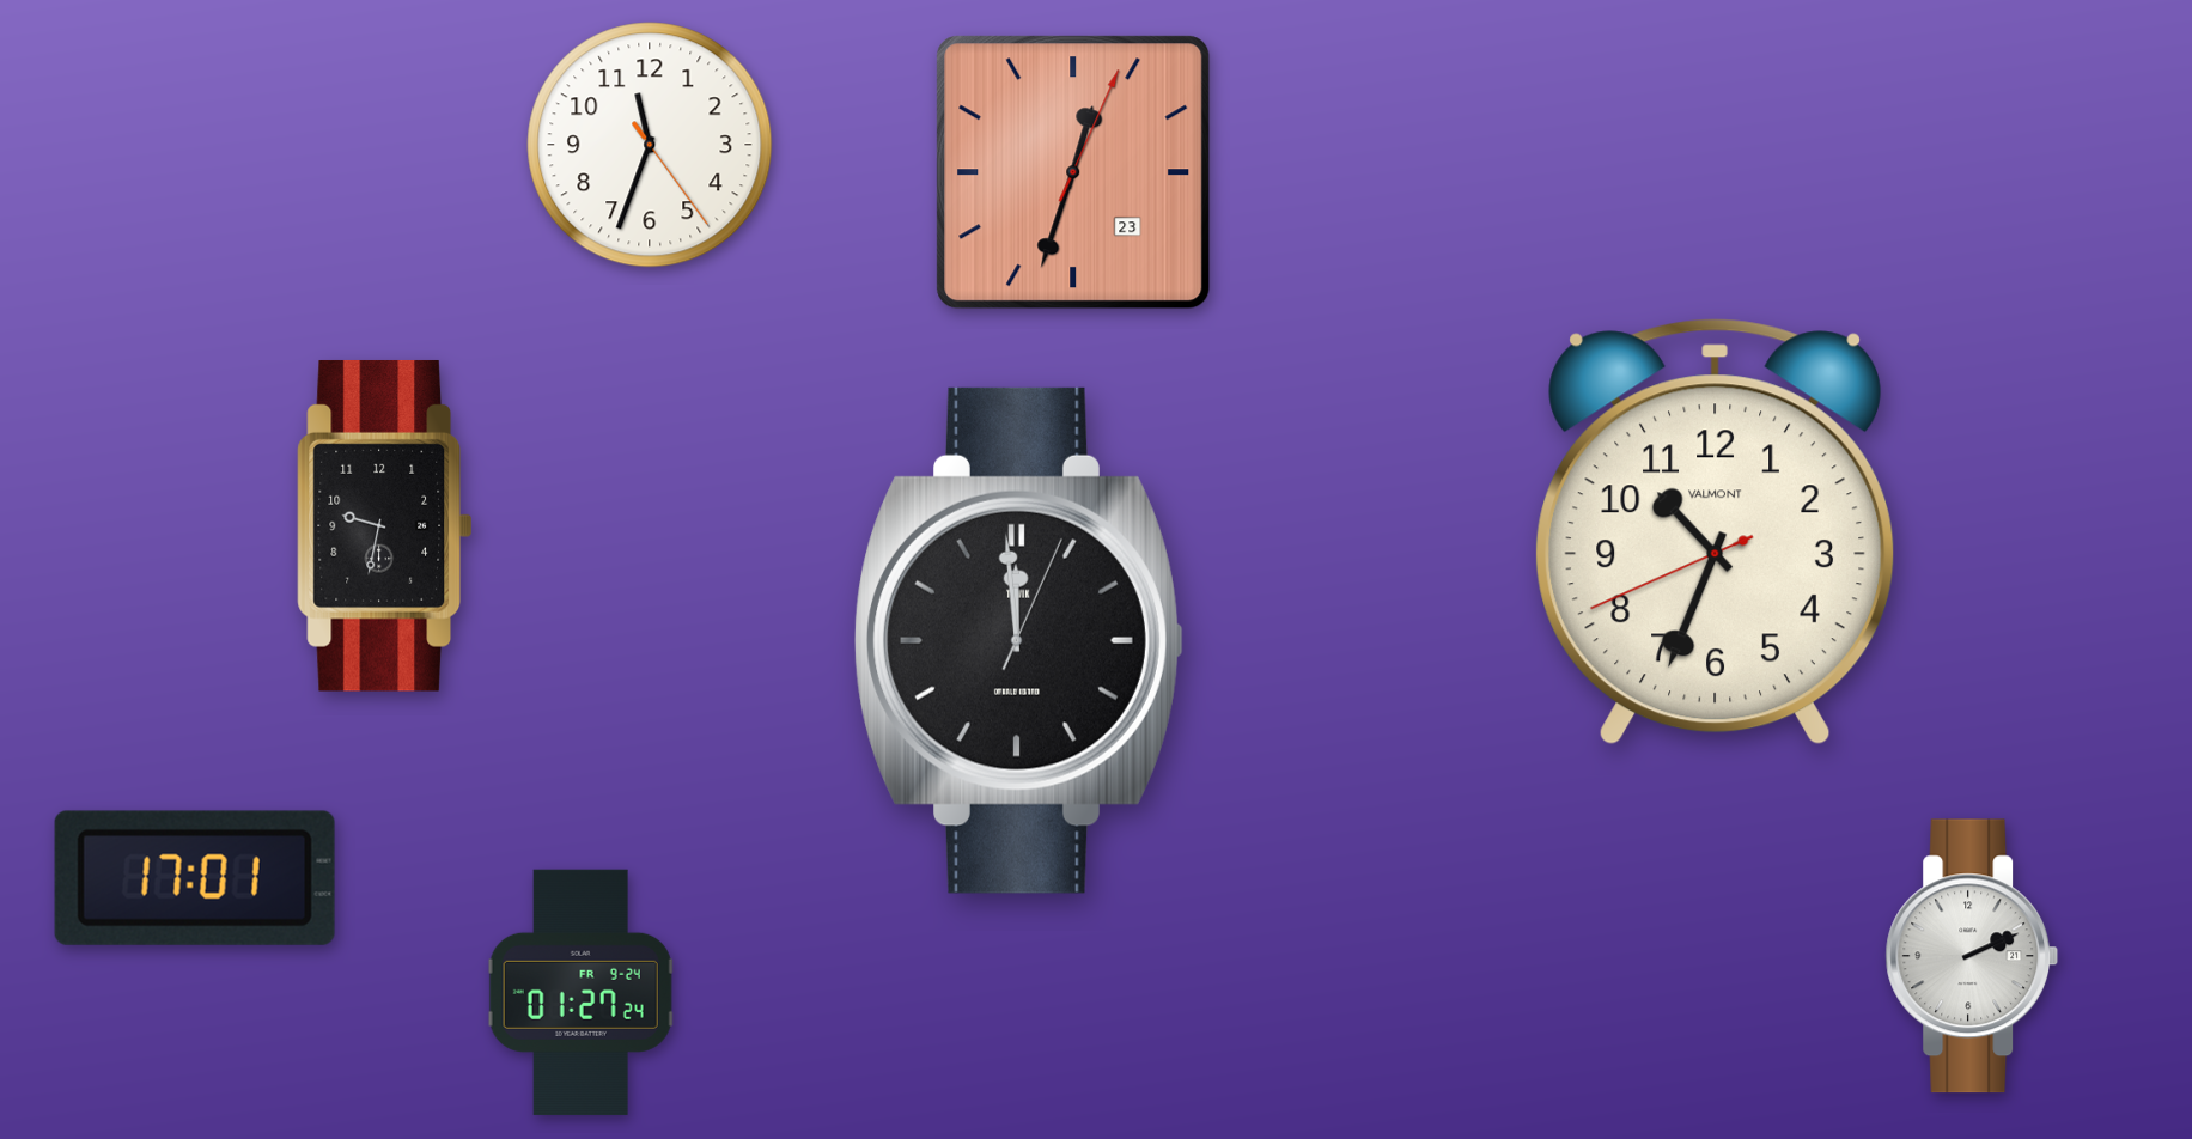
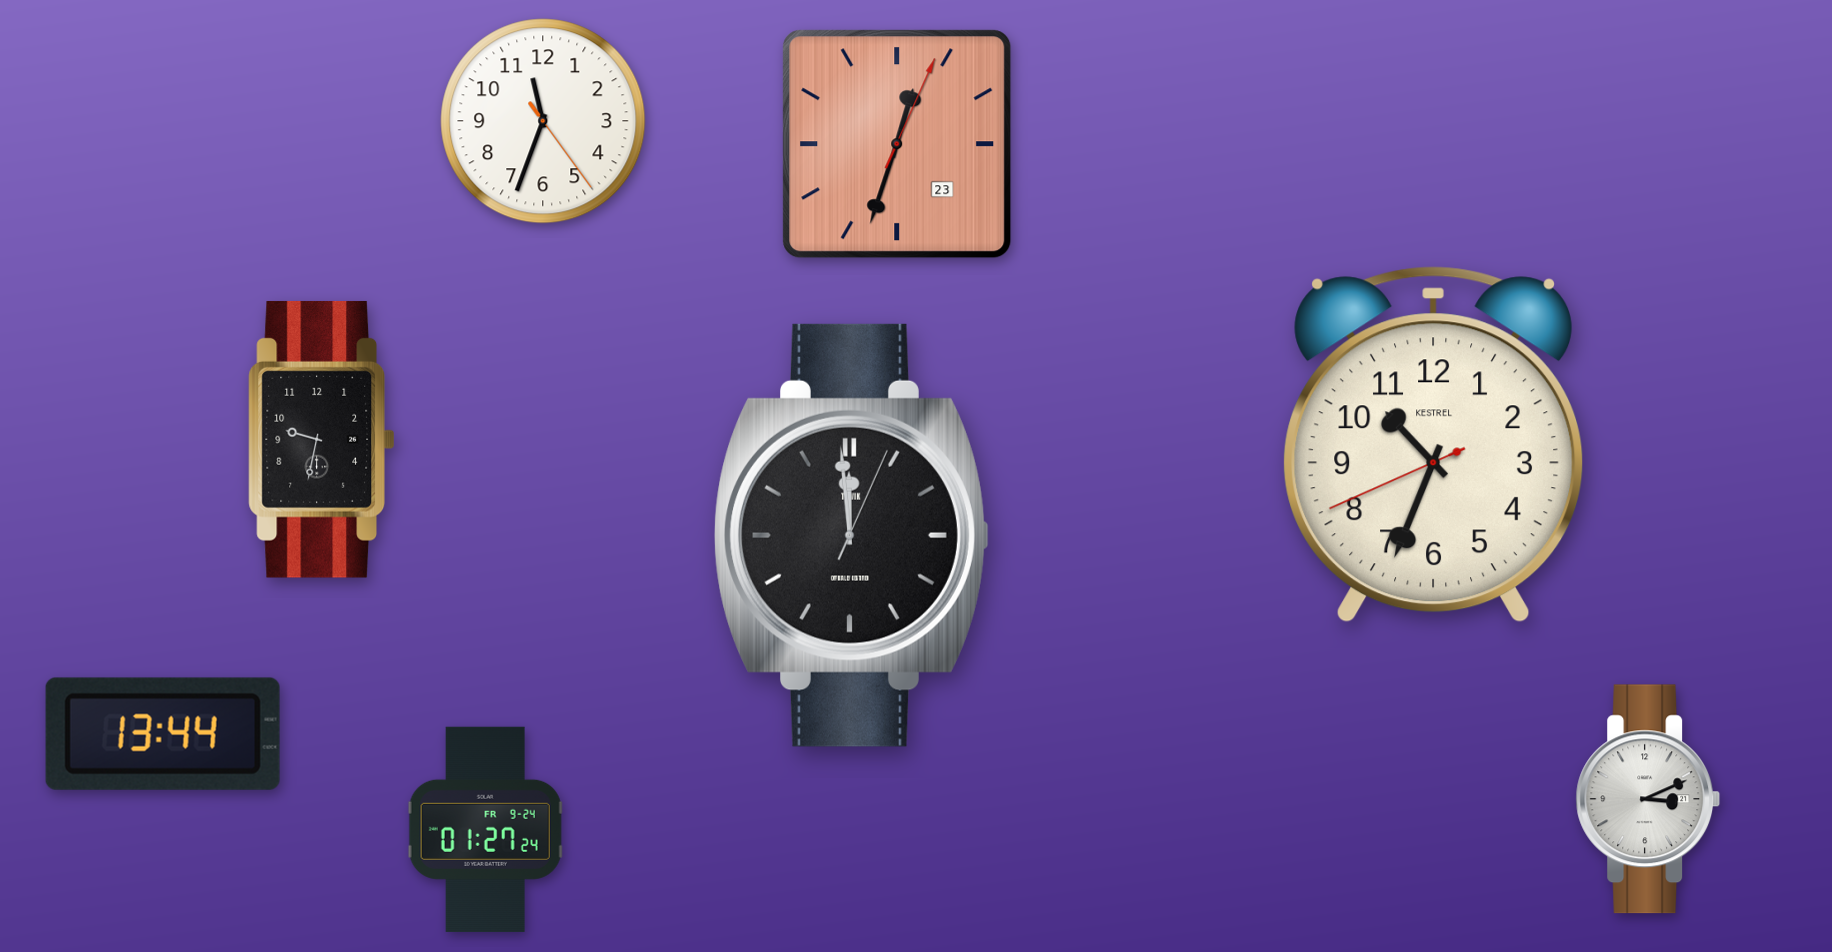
clock at (1716, 532) brand: VALMONT -> KESTREL
clock at (195, 878): 17:01 -> 13:44
clock at (1972, 956): 2:11 -> 3:11
